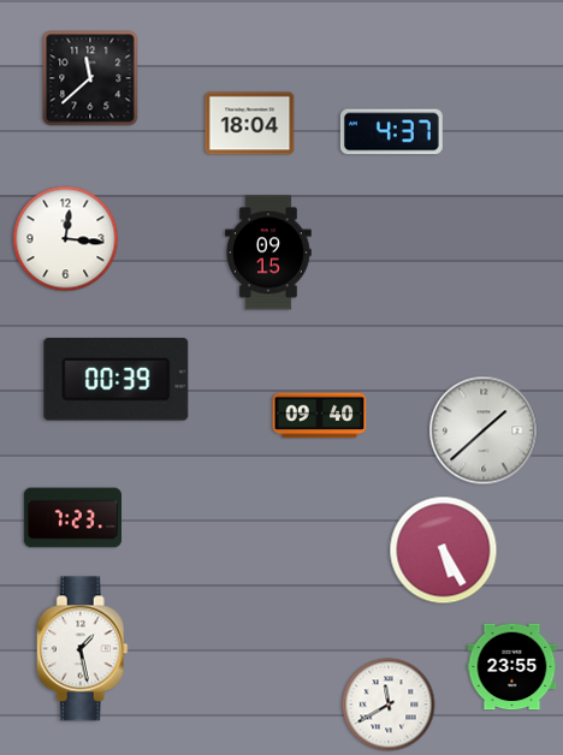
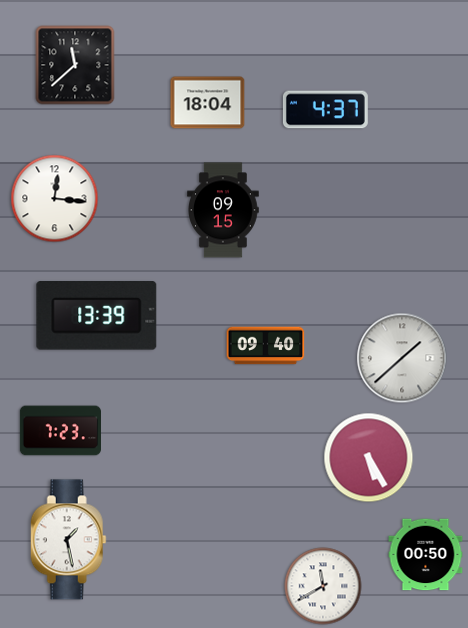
clock at (117, 380): 00:39 -> 13:39
clock at (512, 667): 23:55 -> 00:50
